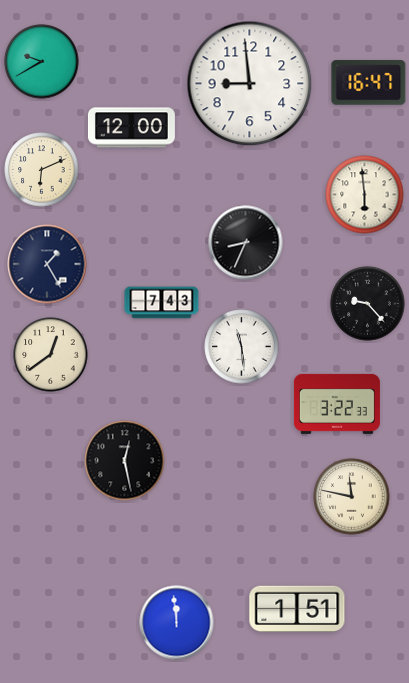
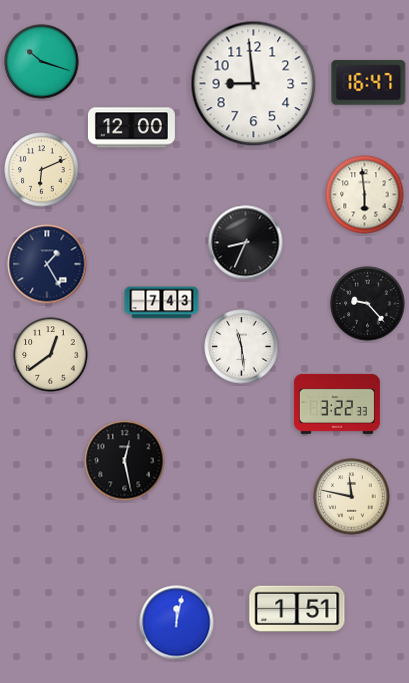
clock at (42, 62): 9:40 -> 10:18
clock at (250, 84) position: (250, 84) -> (254, 84)
clock at (177, 623): 11:59 -> 12:02
